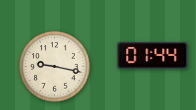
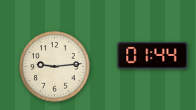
clock at (55, 67): 9:17 -> 9:14
